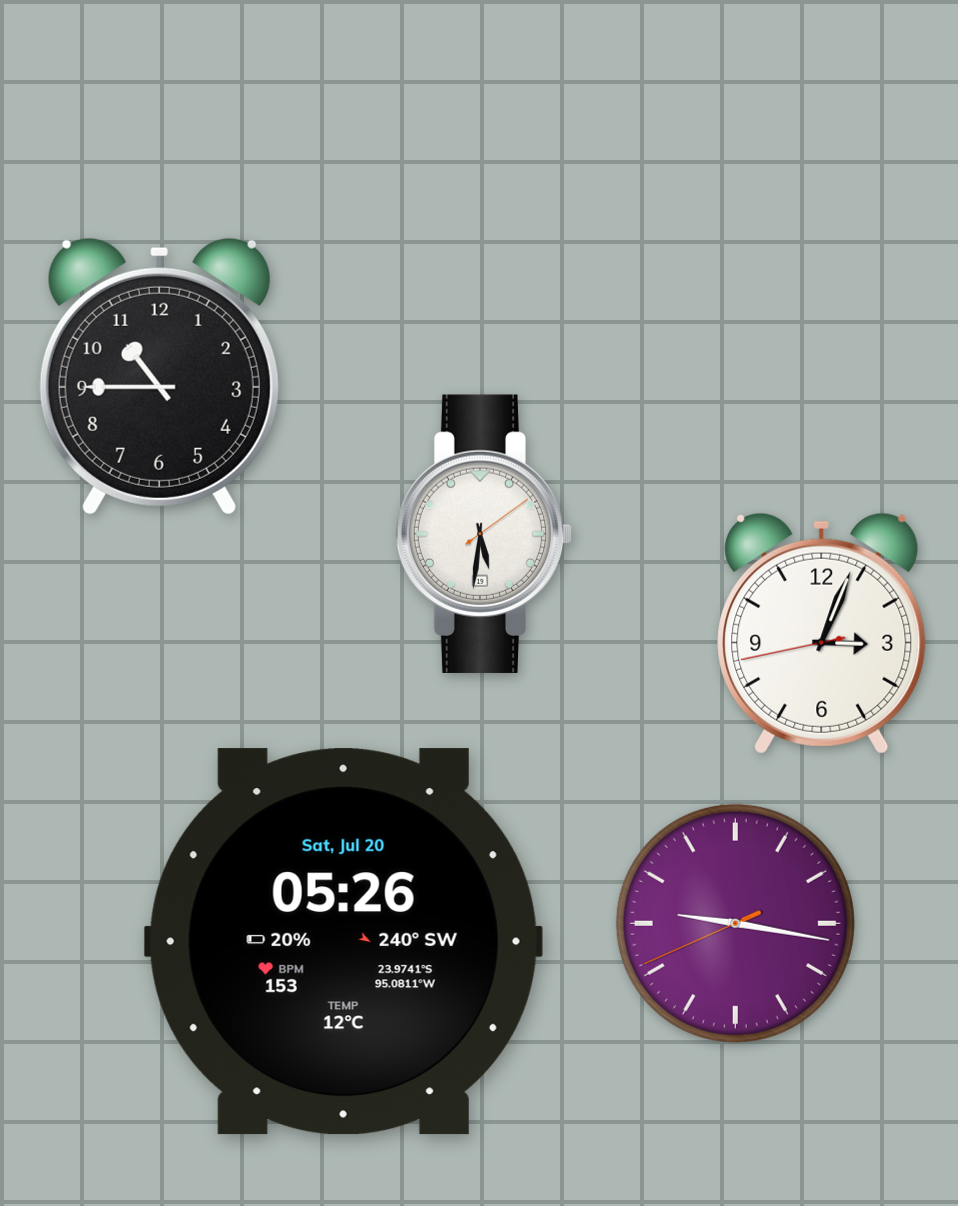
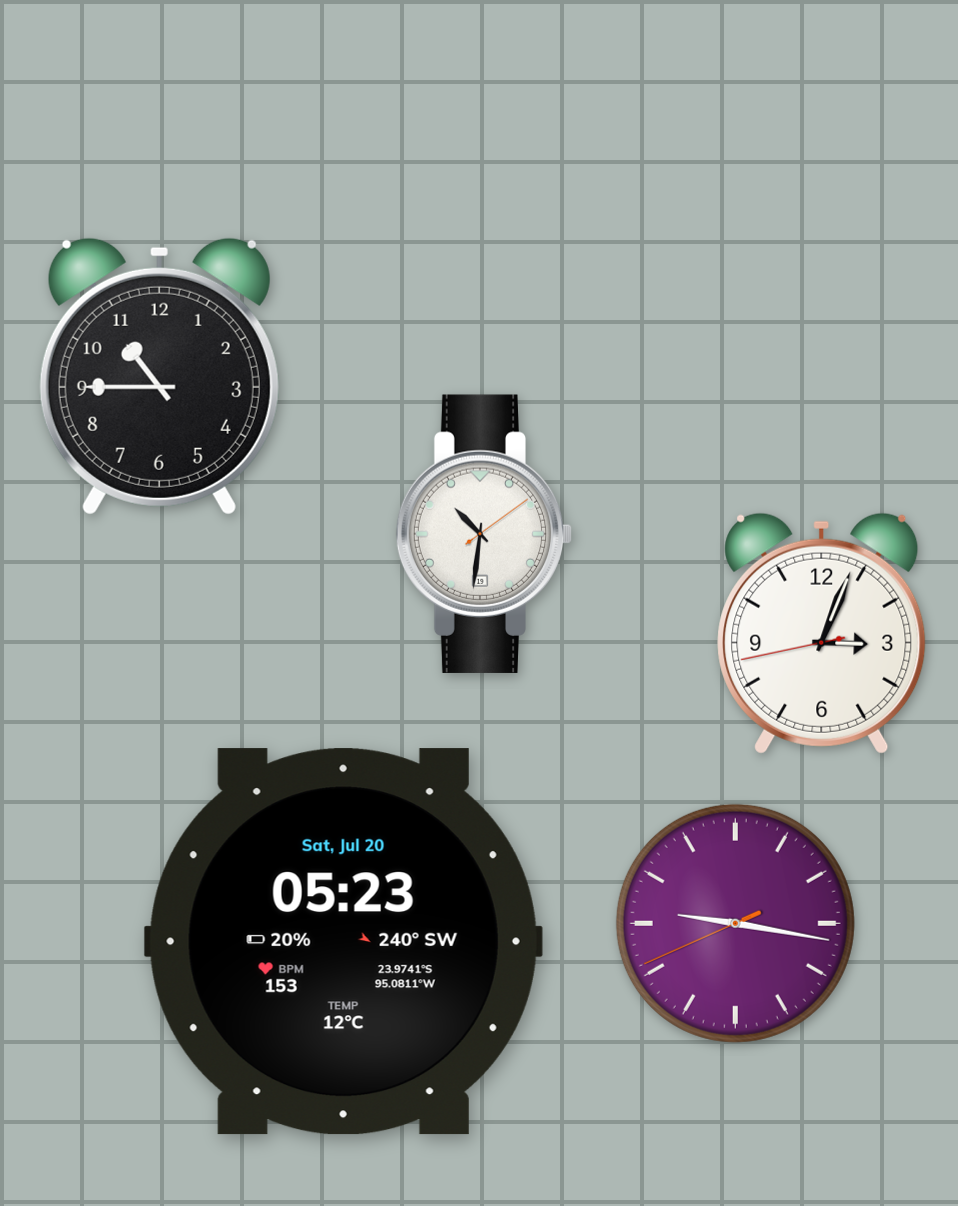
clock at (484, 534): 5:31 -> 10:31
clock at (343, 942): 05:26 -> 05:23
